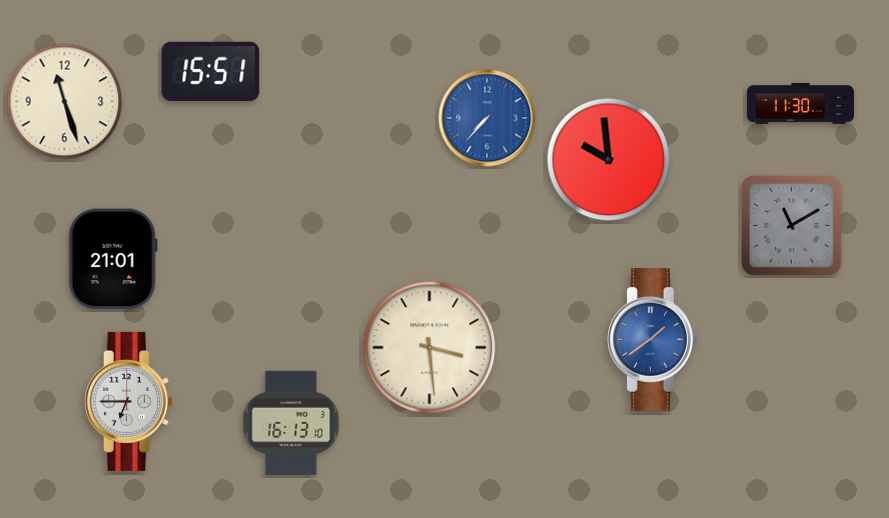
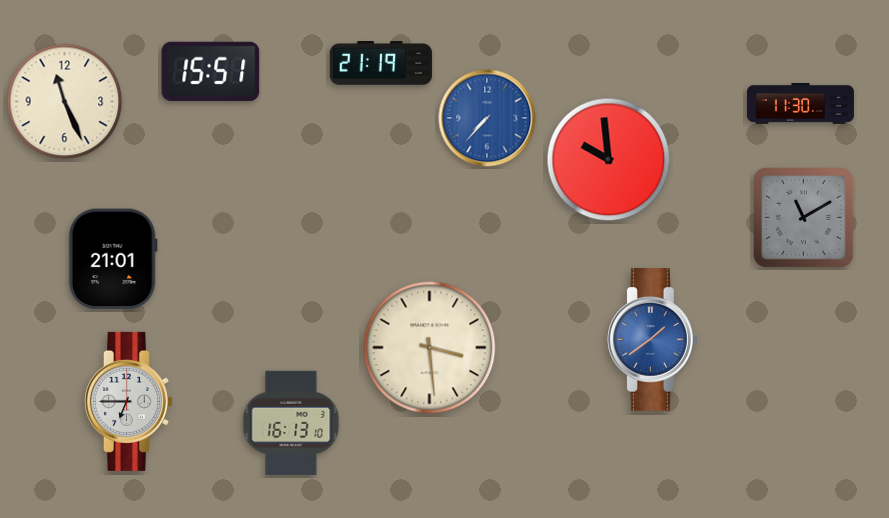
clock at (381, 64): none -> 21:19
clock at (65, 102): 11:27 -> 11:26
clock at (792, 226) position: (792, 226) -> (804, 218)
